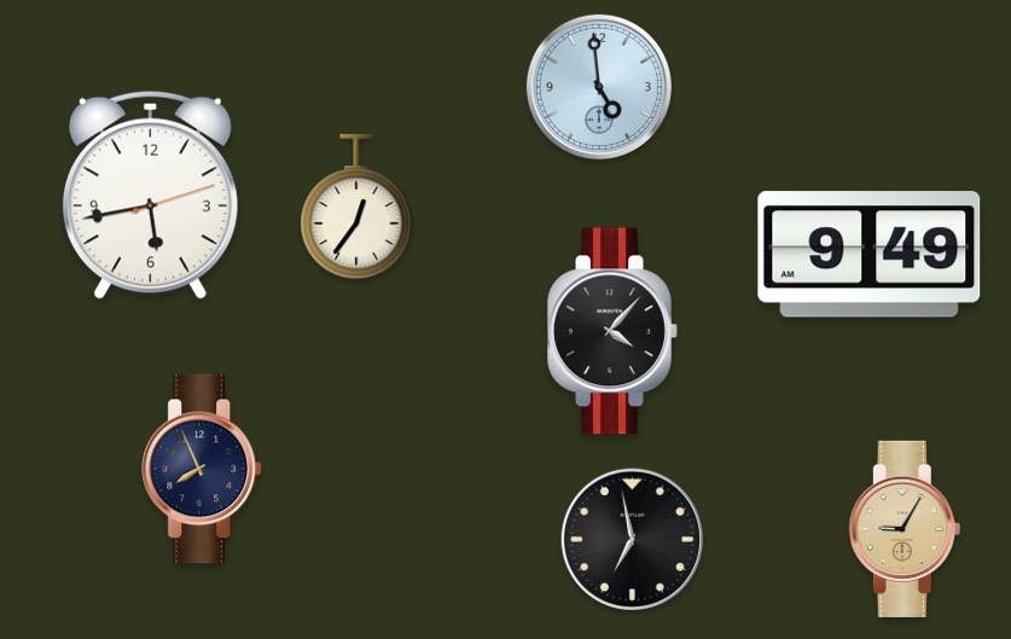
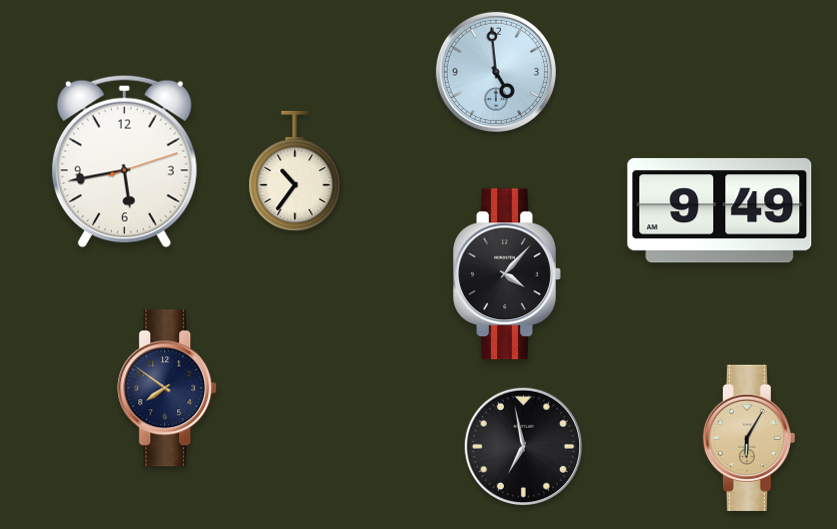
clock at (356, 207): 12:36 -> 10:36
clock at (203, 469): 7:56 -> 7:51
clock at (905, 529): 9:05 -> 6:05
